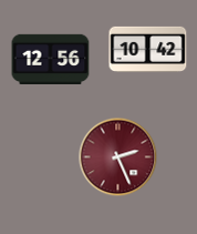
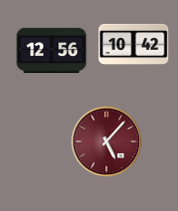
clock at (51, 59) position: (51, 59) -> (52, 50)
clock at (118, 157): 2:26 -> 5:07
